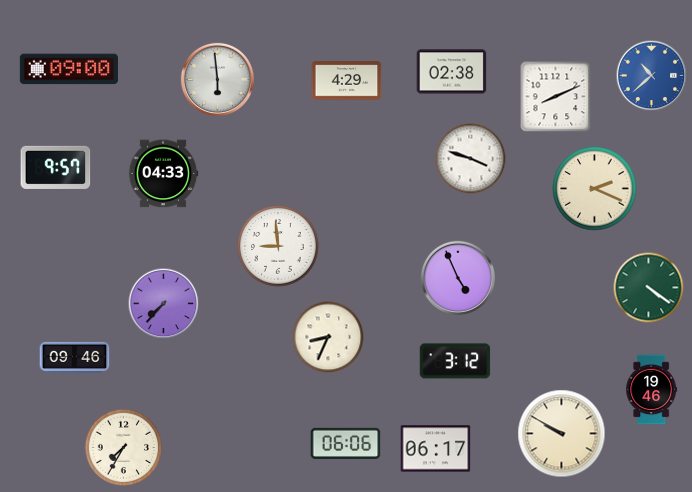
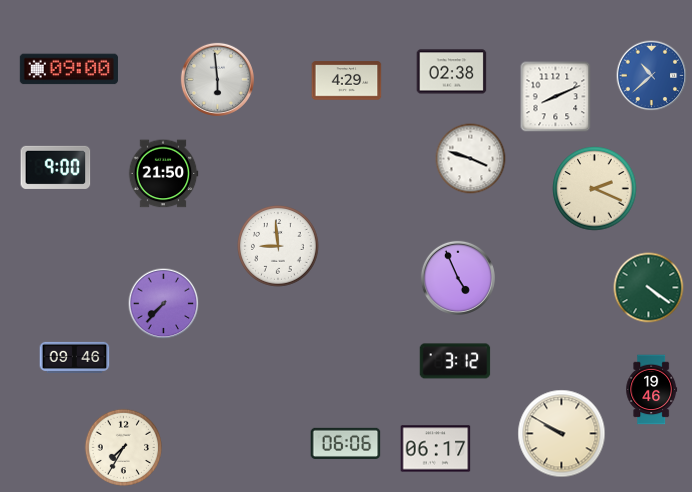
clock at (56, 167): 9:57 -> 9:00
clock at (163, 174): 04:33 -> 21:50
clock at (328, 337): 8:34 -> none
